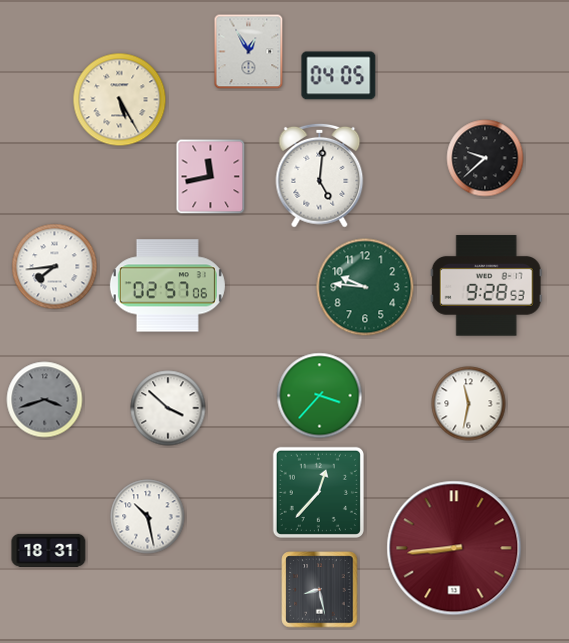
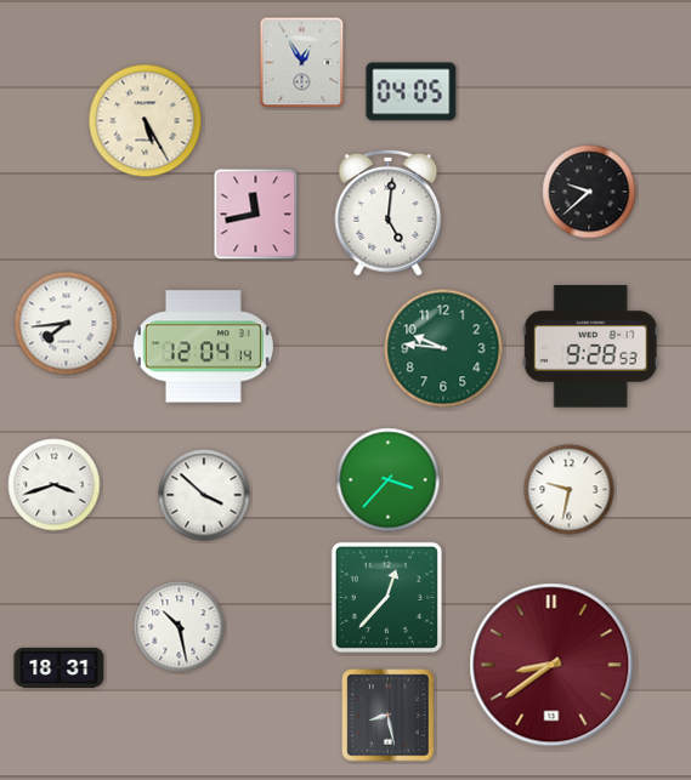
clock at (167, 286): 02:57 -> 12:04
clock at (45, 400) dial: grey -> white
clock at (469, 404): 11:32 -> 9:32
clock at (454, 548): 8:44 -> 8:39
